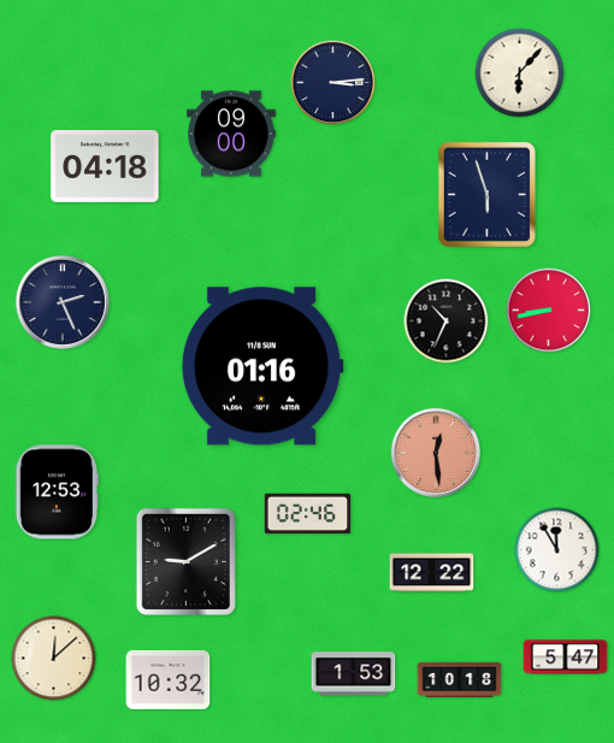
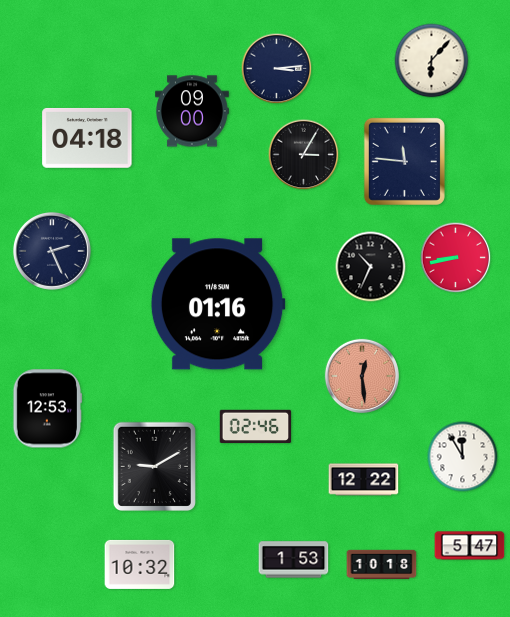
clock at (304, 155): none -> 3:05
clock at (486, 194): 5:57 -> 11:46
clock at (432, 573) position: (432, 573) -> (364, 480)
clock at (54, 659): 12:08 -> none
